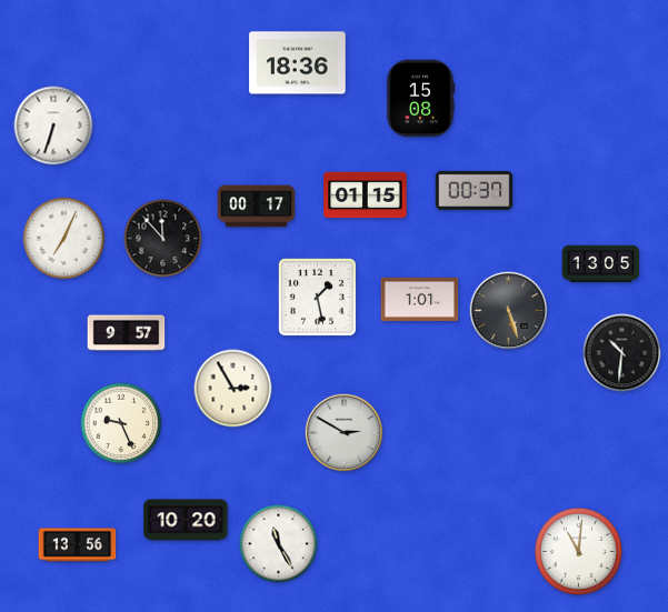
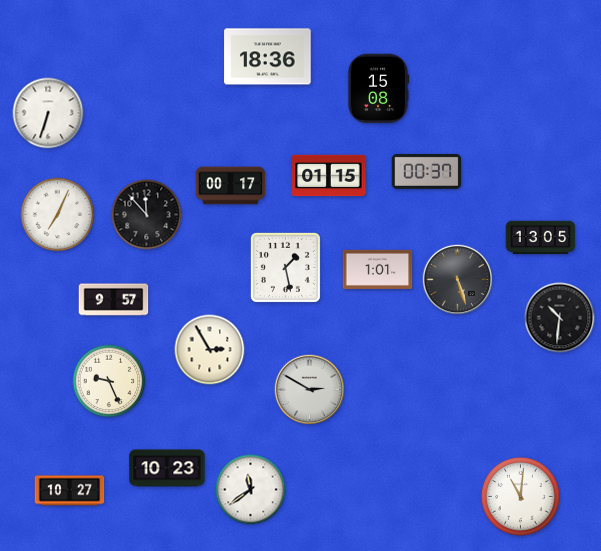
clock at (186, 520): 10:20 -> 10:23
clock at (279, 544): 11:25 -> 11:39
clock at (78, 545): 13:56 -> 10:27
